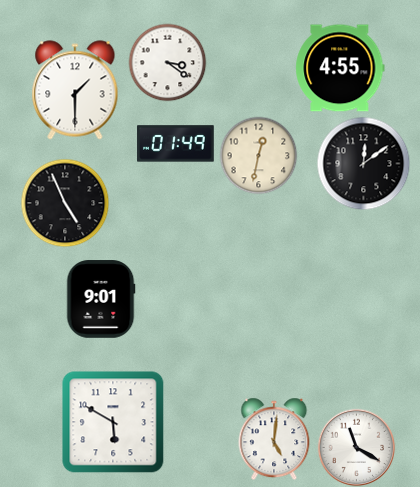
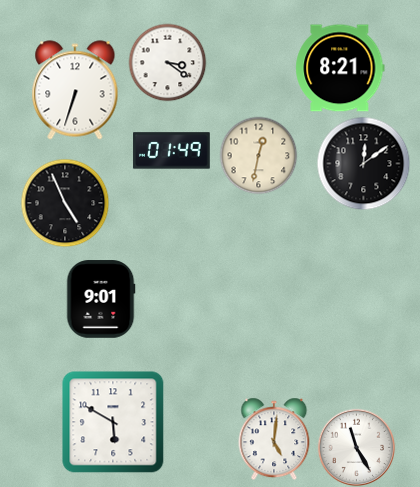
clock at (340, 68): 4:55 -> 8:21
clock at (75, 90): 1:30 -> 6:33
clock at (176, 144) position: (176, 144) -> (172, 151)
clock at (356, 447): 11:20 -> 11:25
